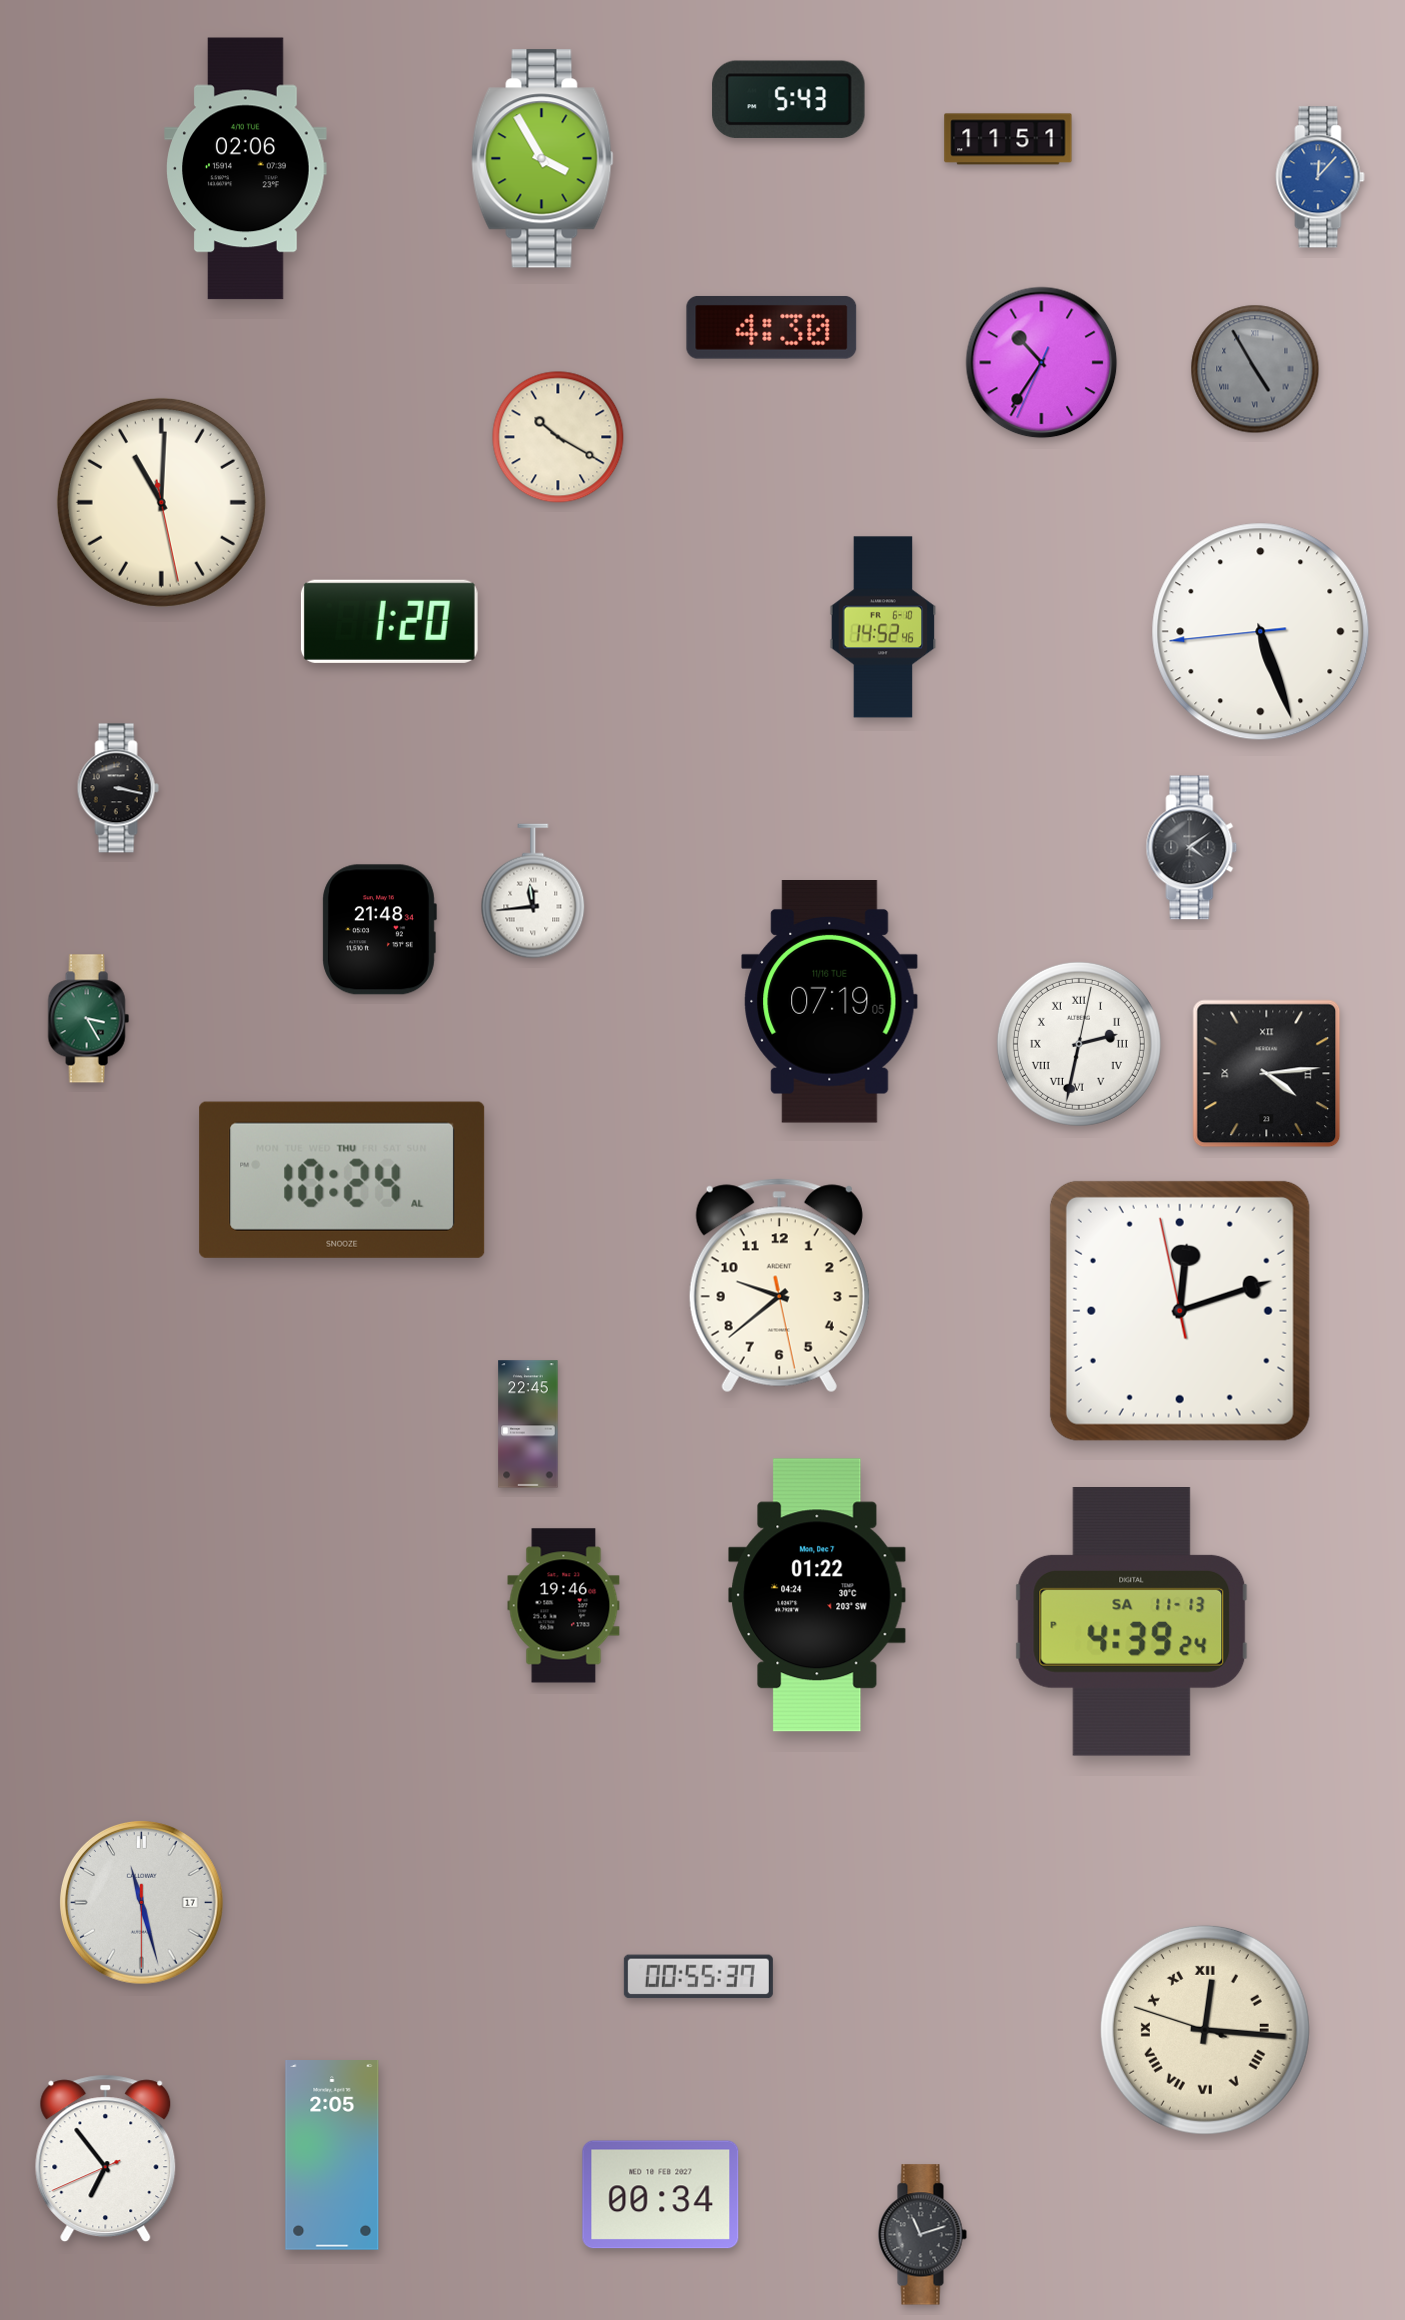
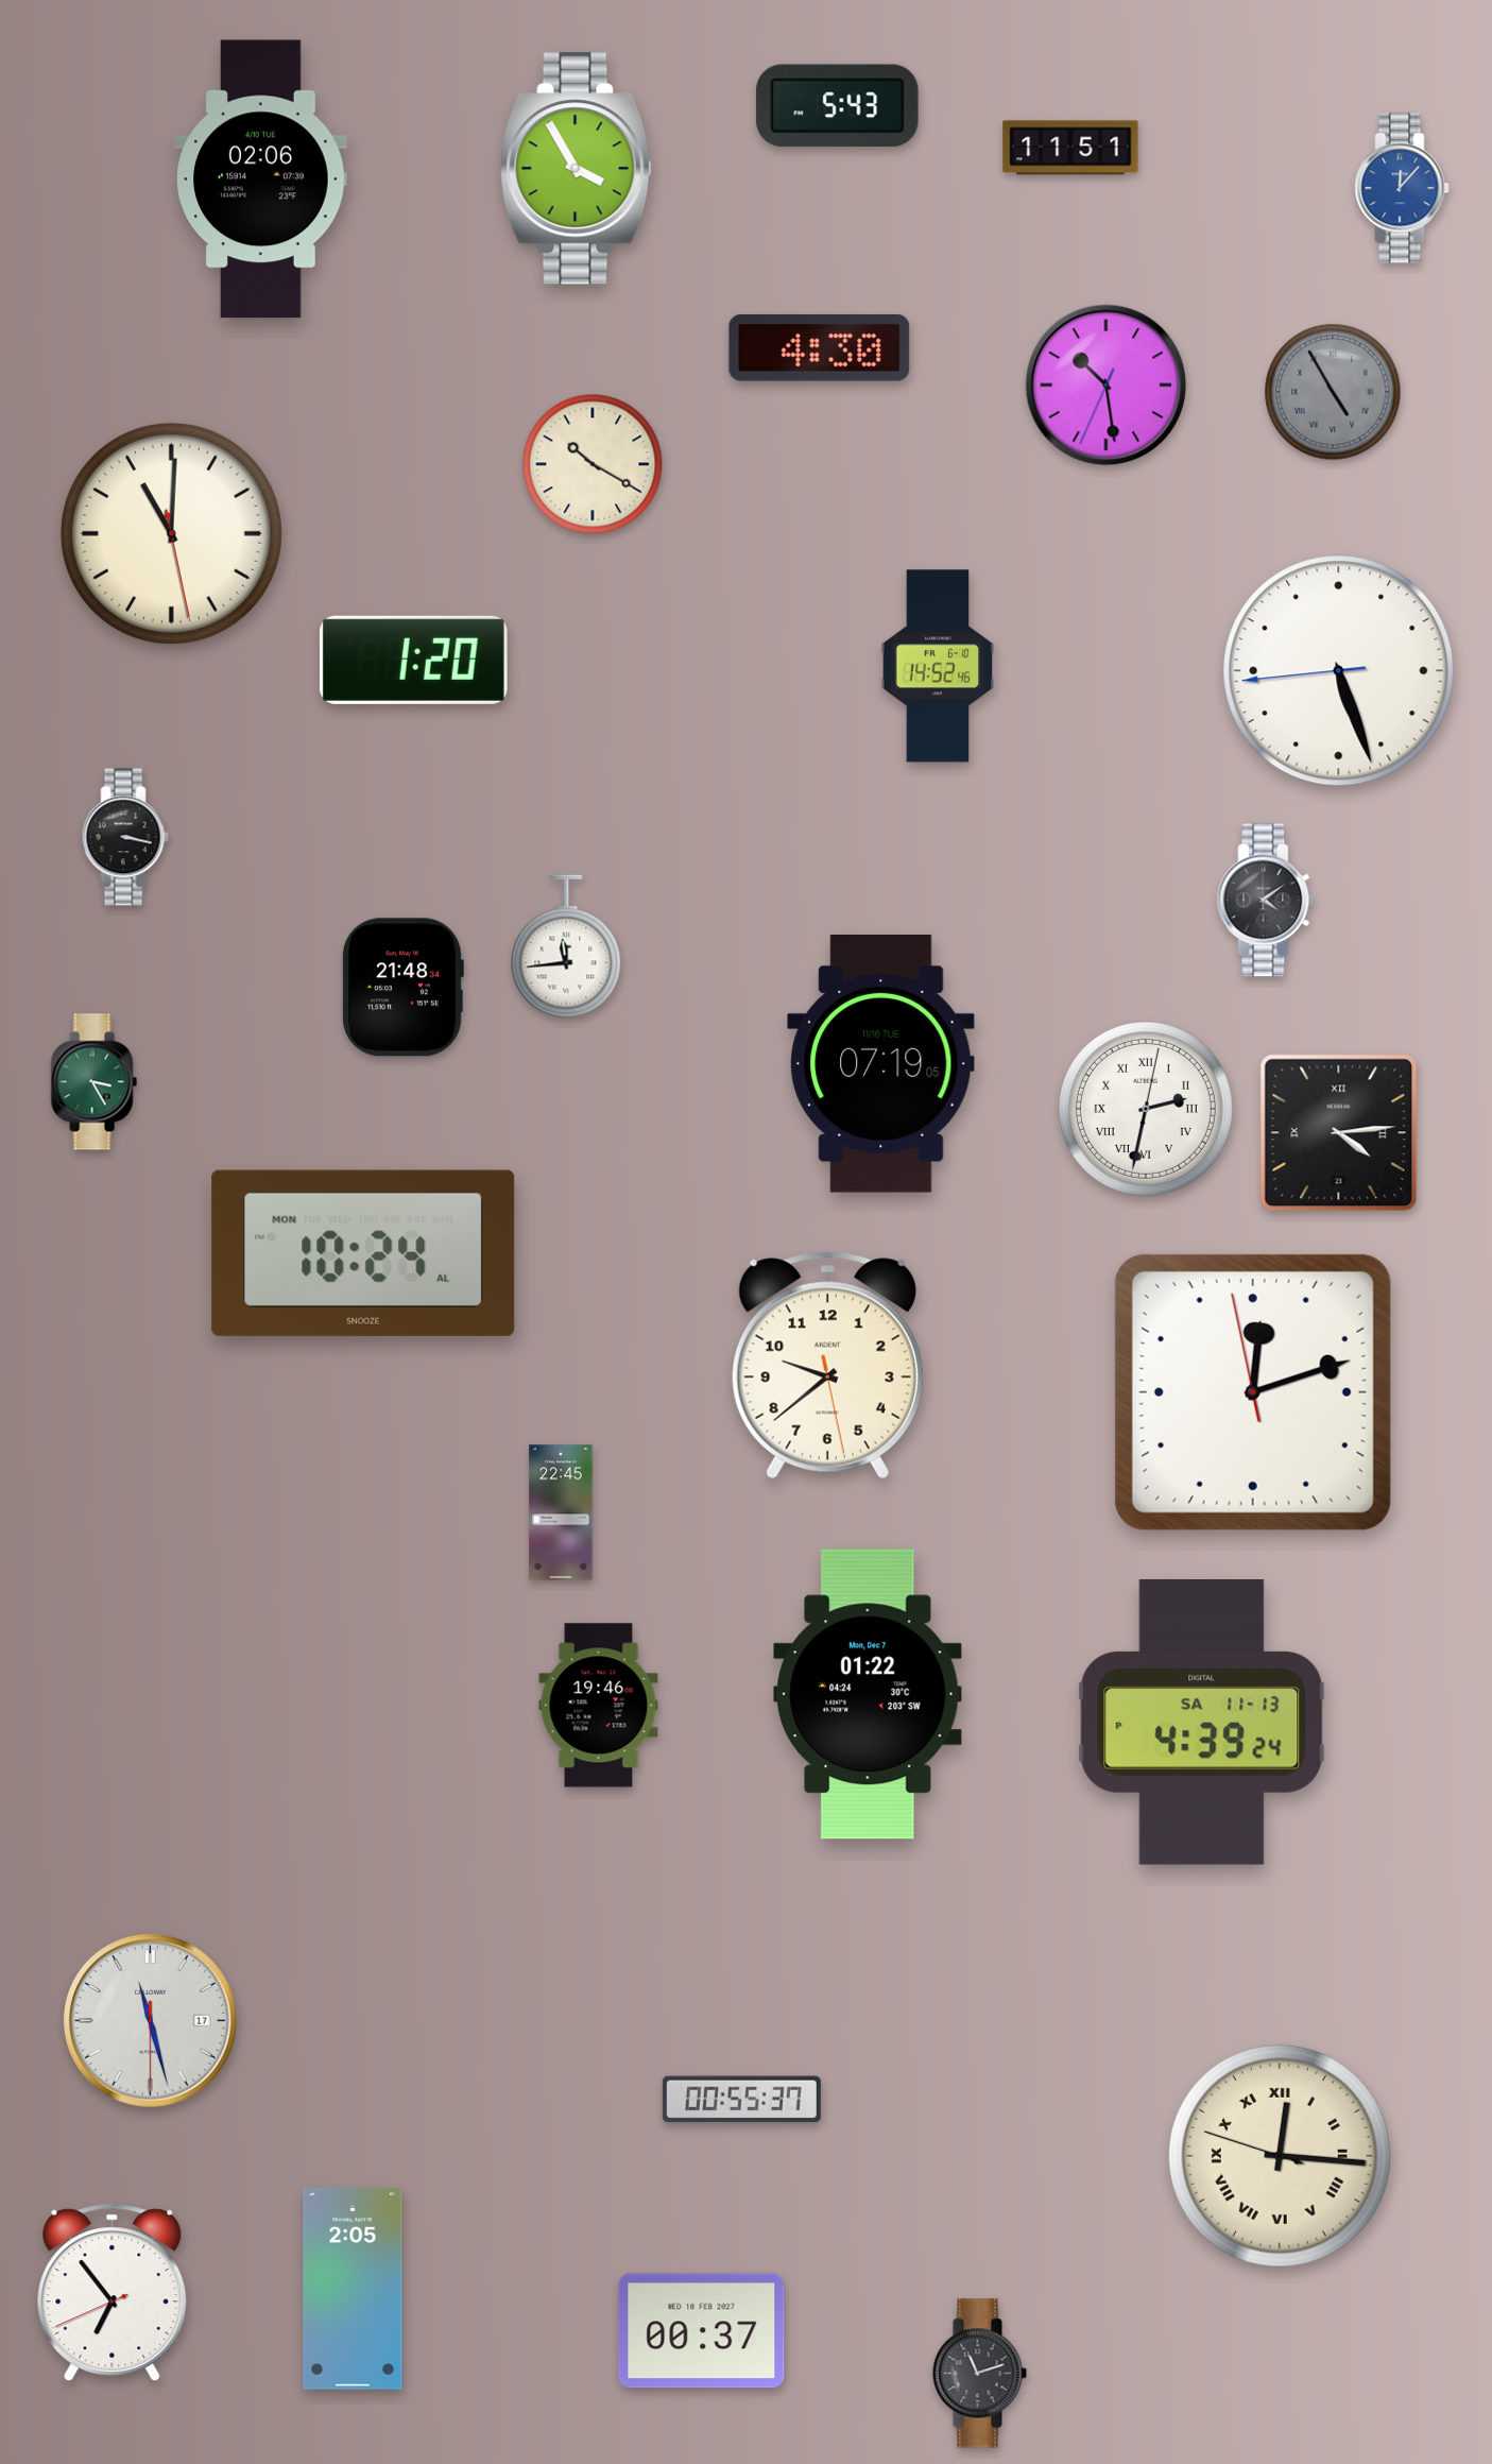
clock at (1042, 363): 10:35 -> 10:28
clock at (1267, 1074) position: (1267, 1074) -> (1339, 1133)
clock at (342, 1180) date: THU -> MON
clock at (661, 2195): 00:34 -> 00:37
